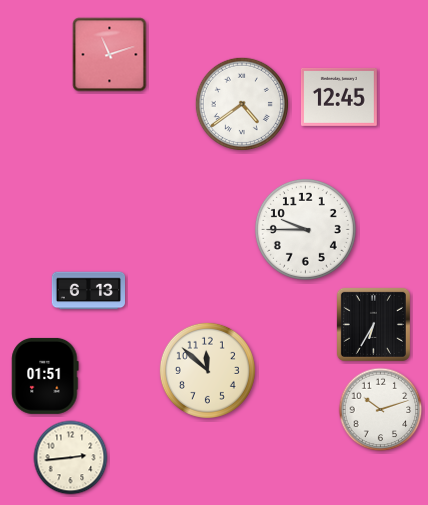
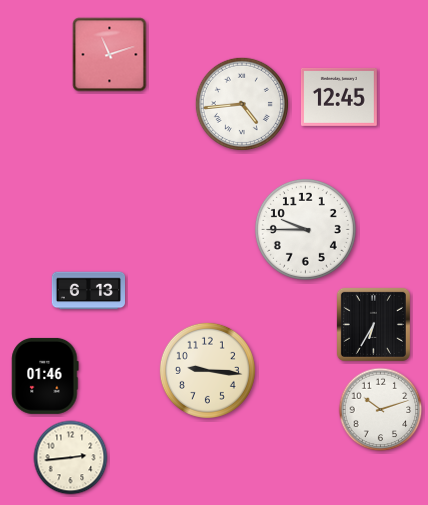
clock at (242, 104): 4:39 -> 4:44
clock at (207, 370): 11:52 -> 9:16
clock at (45, 376): 01:51 -> 01:46
